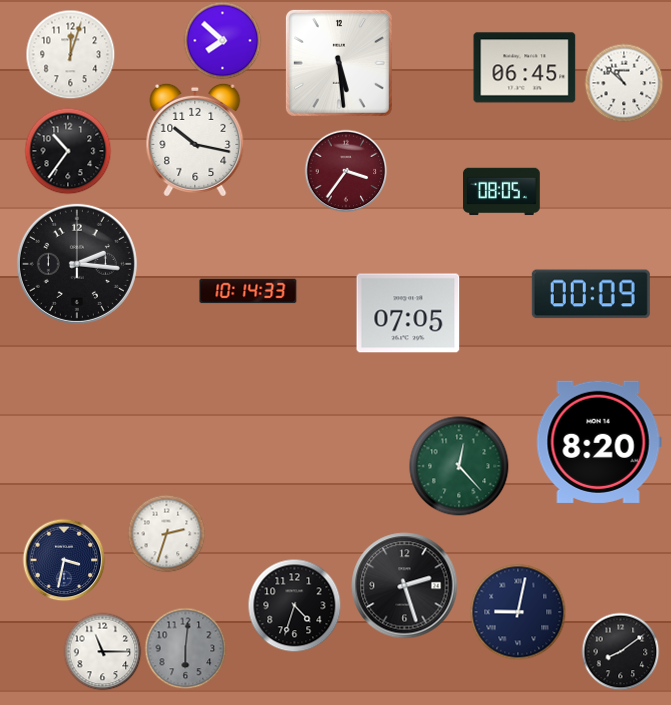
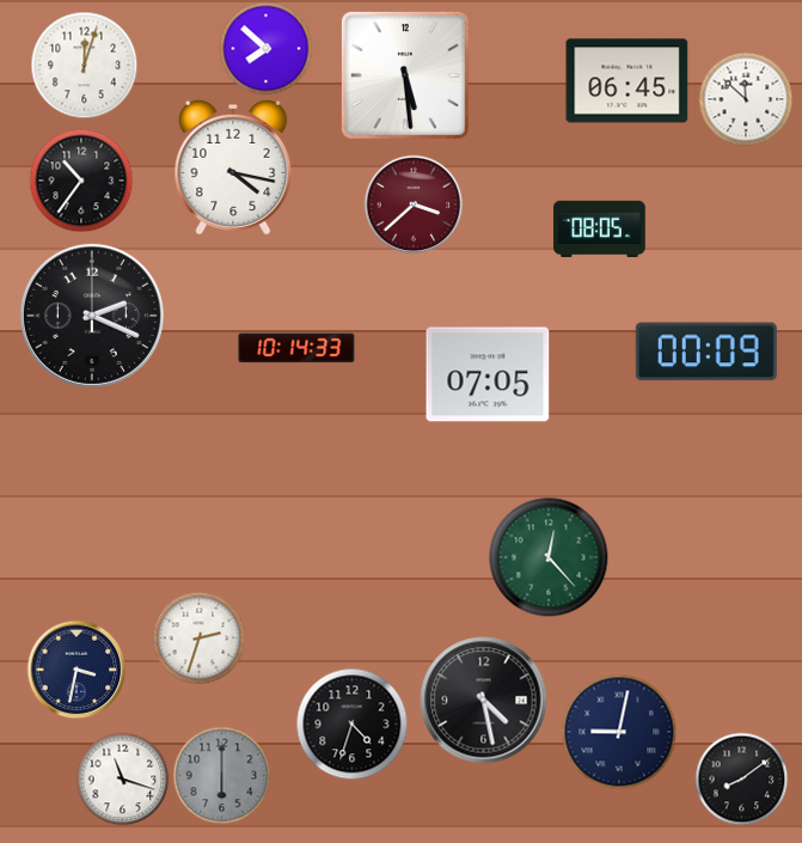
clock at (624, 83): 10:52 -> 11:52
clock at (195, 140): 10:17 -> 4:17
clock at (346, 171): 3:36 -> 3:38
clock at (77, 264): 2:16 -> 2:19
clock at (599, 442): 8:20 -> none
clock at (405, 586): 2:27 -> 4:28
clock at (185, 648): 6:01 -> 6:00
clock at (102, 651): 11:15 -> 11:18
